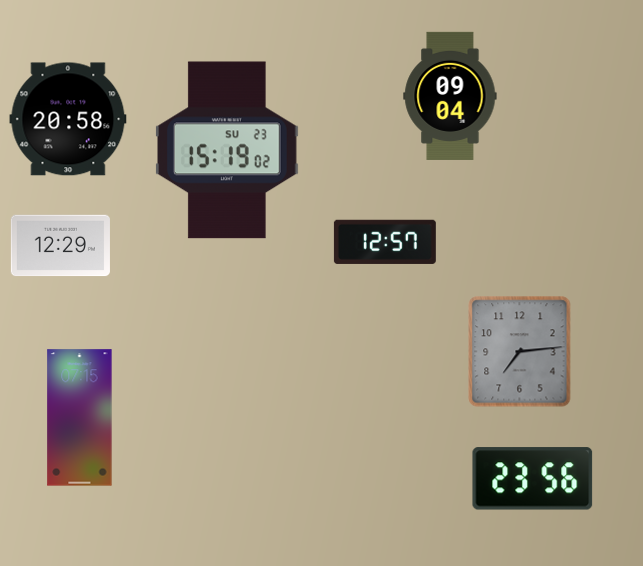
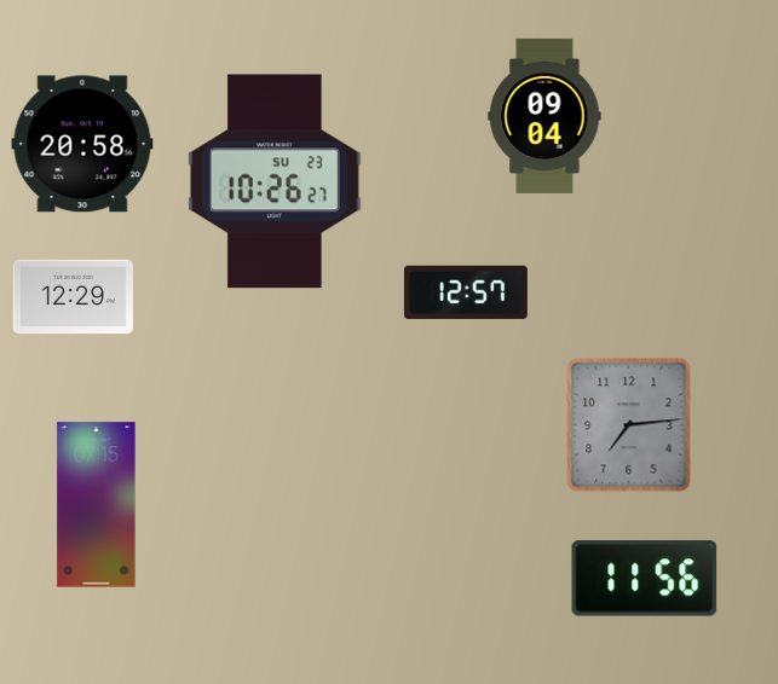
clock at (228, 150): 15:19 -> 10:26
clock at (533, 479): 23:56 -> 11:56
